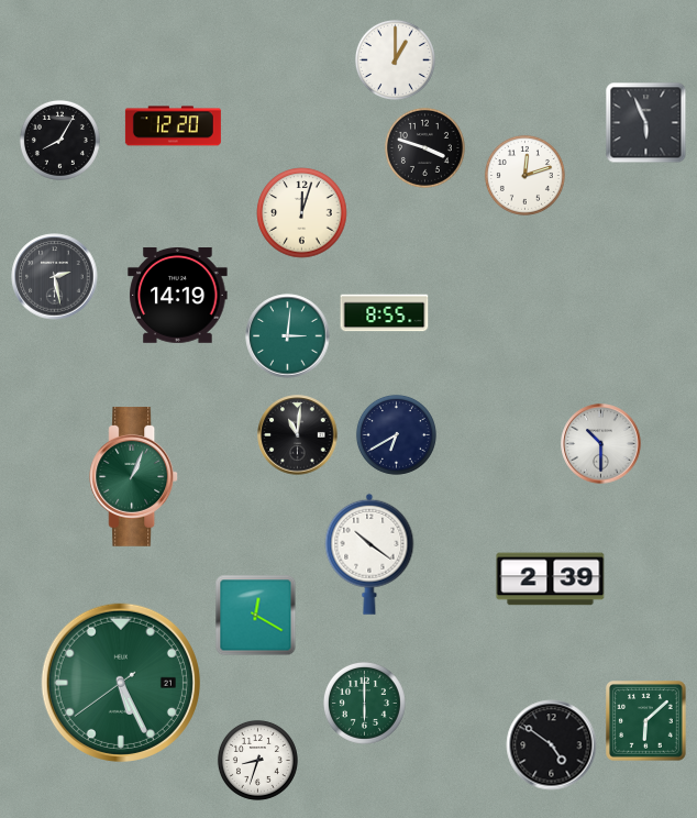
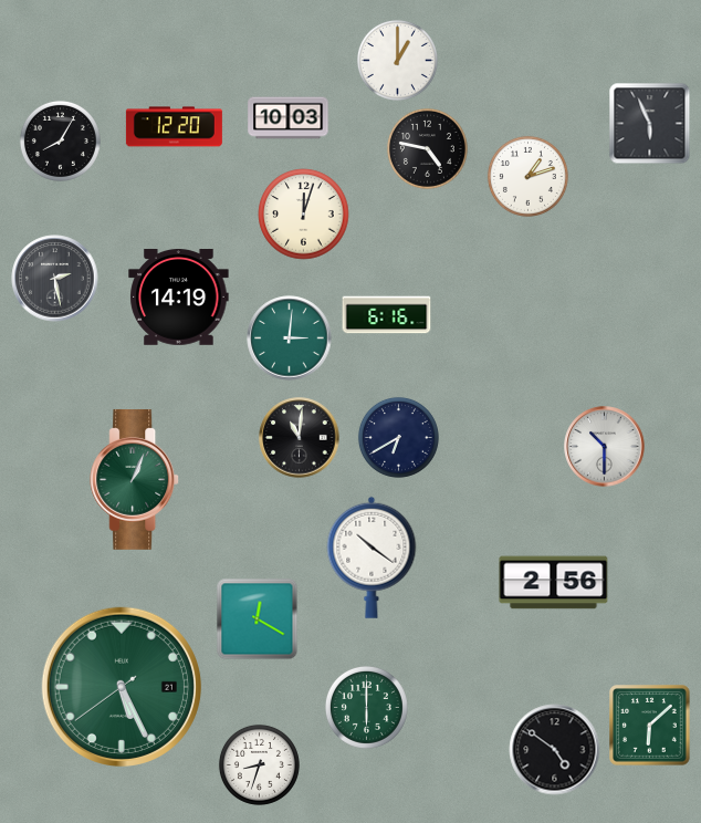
clock at (289, 118): none -> 10:03
clock at (424, 147): 3:48 -> 4:47
clock at (524, 175): 12:12 -> 1:12
clock at (385, 313): 8:55 -> 6:16
clock at (551, 579): 2:39 -> 2:56
